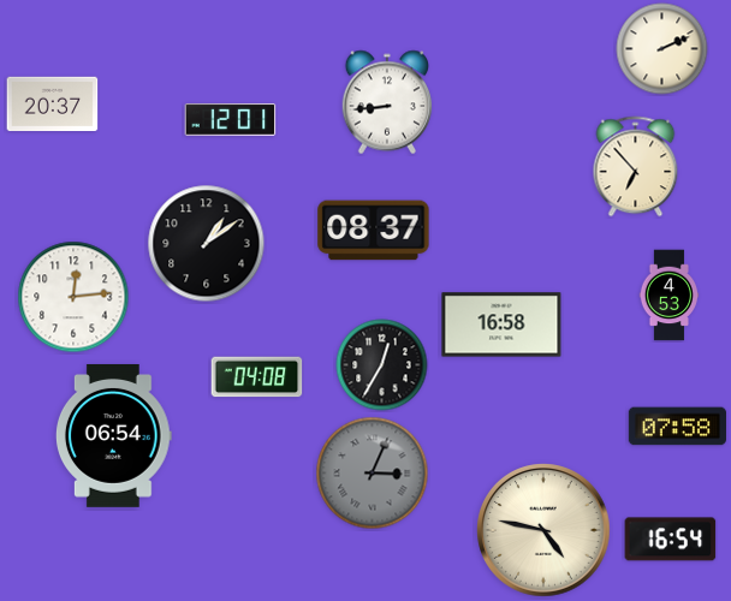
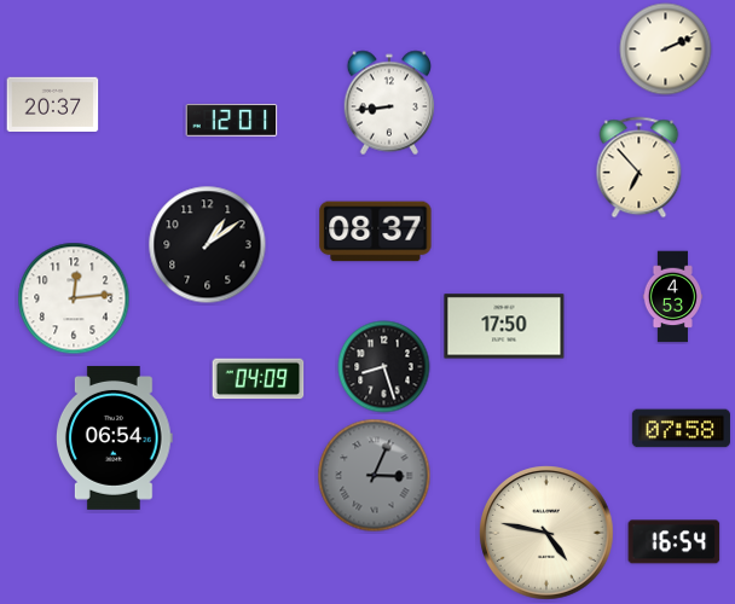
clock at (501, 325): 16:58 -> 17:50
clock at (382, 365): 12:35 -> 8:27
clock at (257, 377): 04:08 -> 04:09
